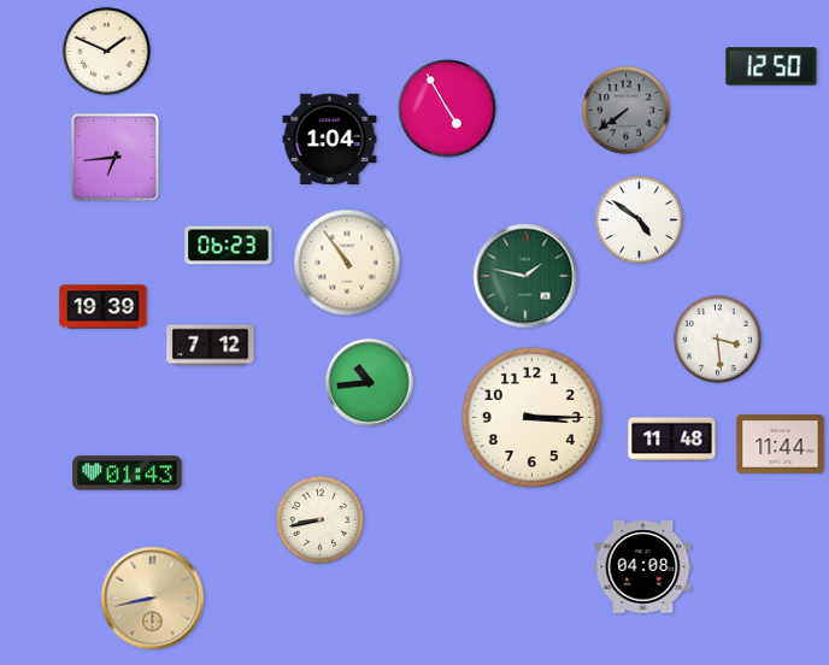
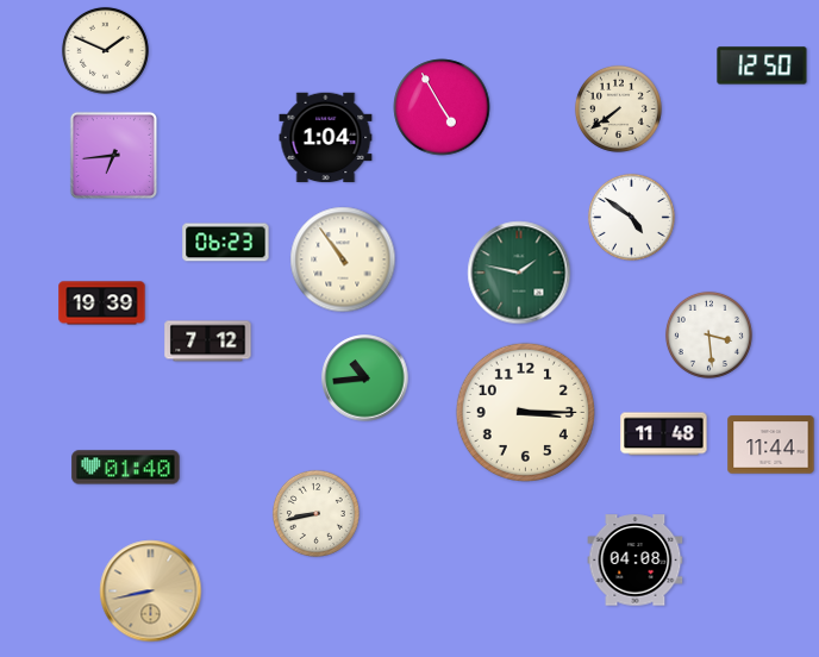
clock at (625, 110) dial: grey -> cream
clock at (781, 445) position: (781, 445) -> (771, 445)
clock at (128, 473): 01:43 -> 01:40
